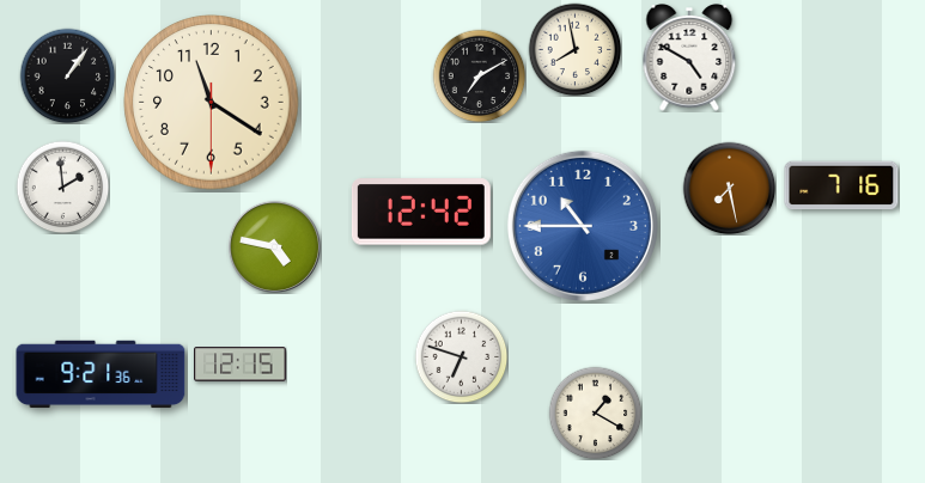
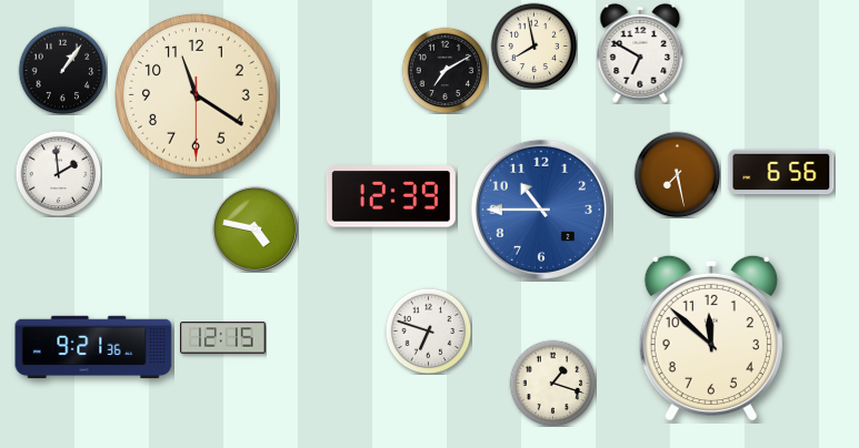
clock at (689, 59): 4:50 -> 6:50
clock at (841, 185): 7:16 -> 6:56
clock at (421, 212): 12:42 -> 12:39
clock at (711, 338): none -> 11:52
clock at (595, 412): 1:20 -> 1:18
